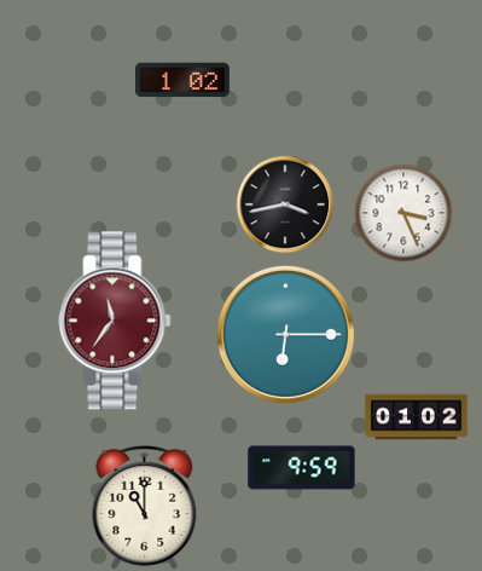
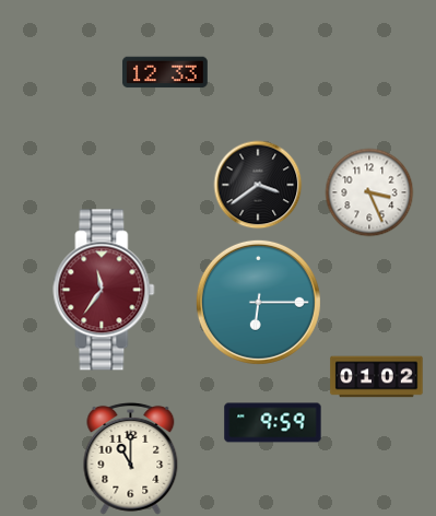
clock at (182, 80): 1:02 -> 12:33
clock at (285, 204): 3:43 -> 3:39
clock at (403, 213) position: (403, 213) -> (369, 192)
